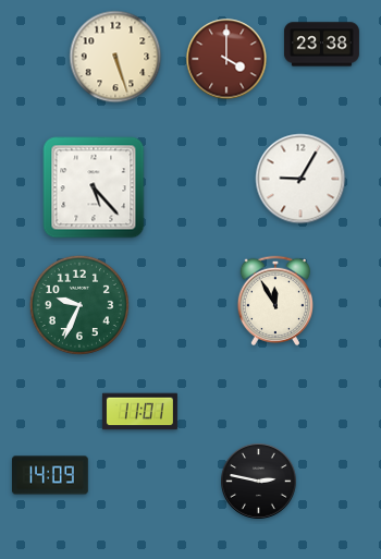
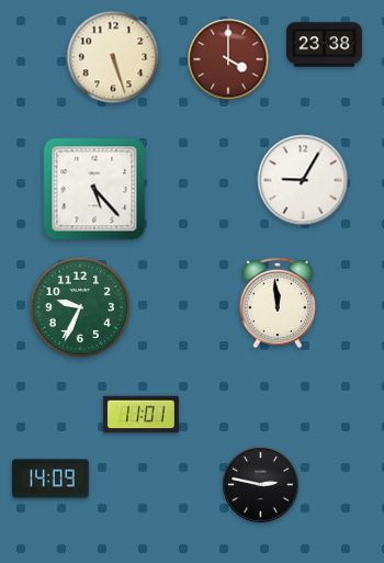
clock at (115, 57) position: (115, 57) -> (113, 57)
clock at (274, 301): 11:55 -> 11:59
